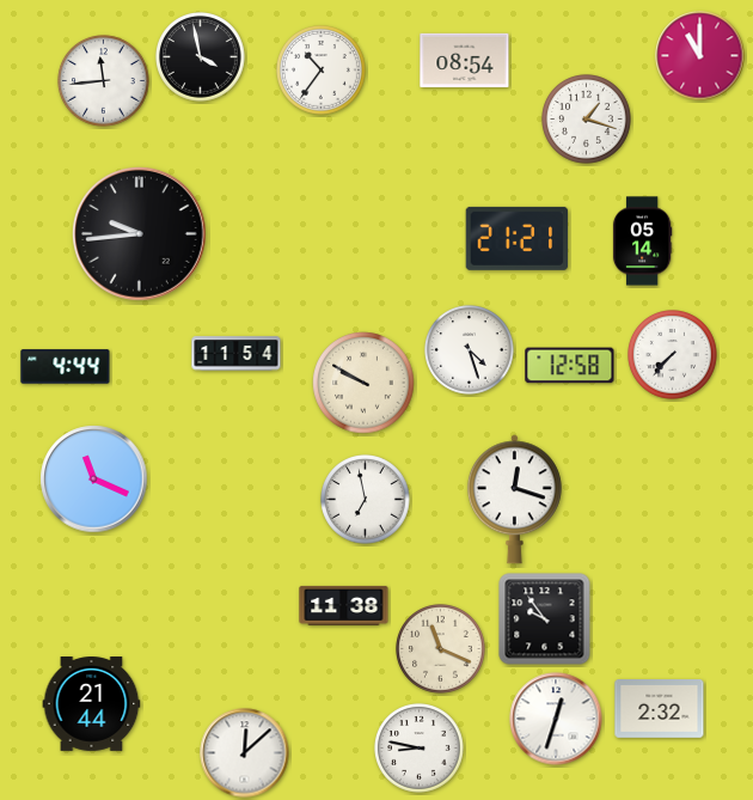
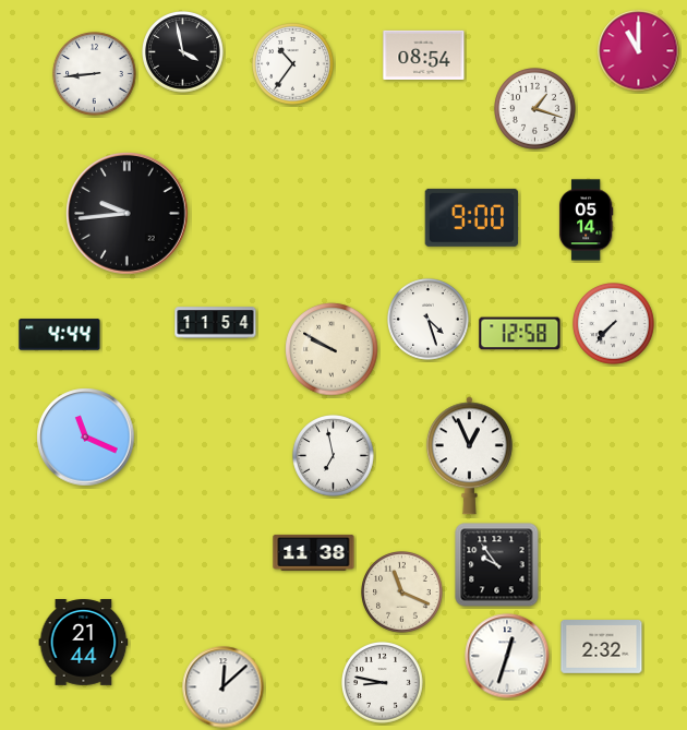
clock at (104, 81): 11:44 -> 8:44
clock at (518, 238): 21:21 -> 9:00
clock at (514, 500): 12:18 -> 12:56
